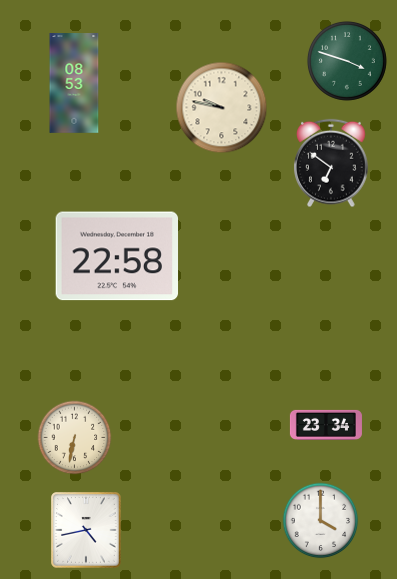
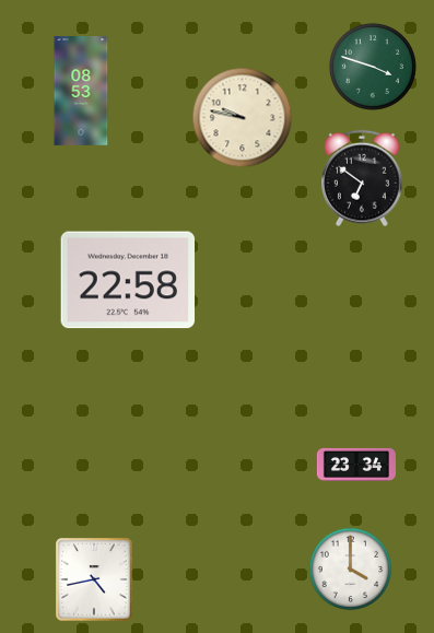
clock at (347, 61) position: (347, 61) -> (373, 67)
clock at (75, 438): 6:32 -> none
